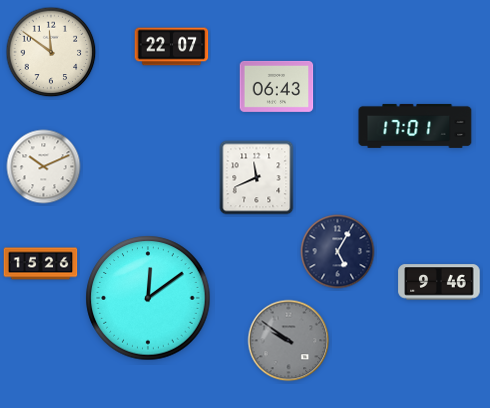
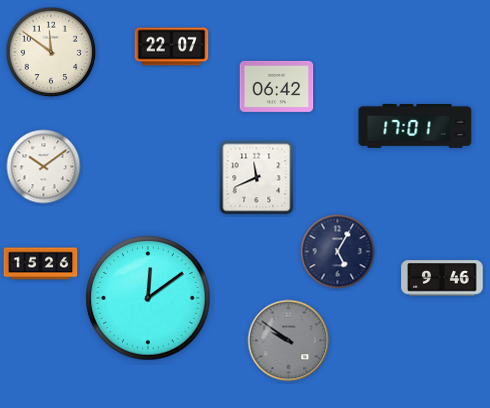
clock at (277, 86): 06:43 -> 06:42
clock at (44, 167): 10:11 -> 10:09
clock at (439, 282) position: (439, 282) -> (442, 278)
